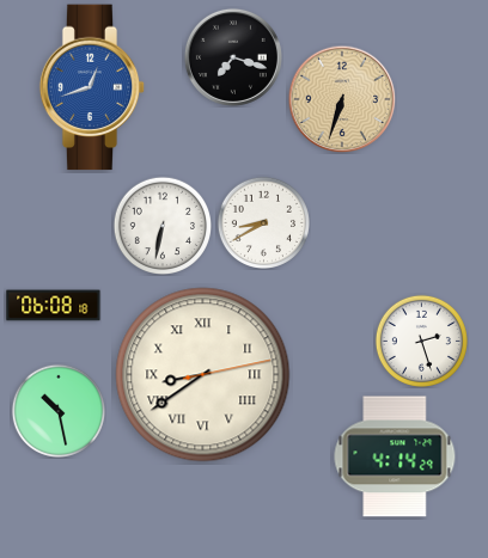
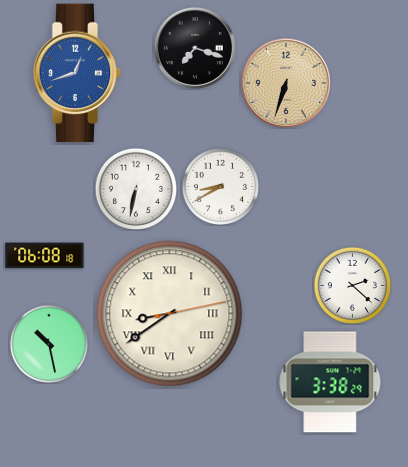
clock at (421, 341): 2:27 -> 2:22
clock at (395, 456): 4:14 -> 3:38
